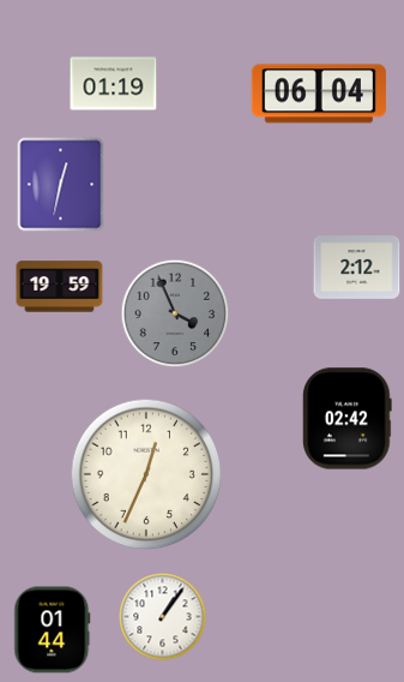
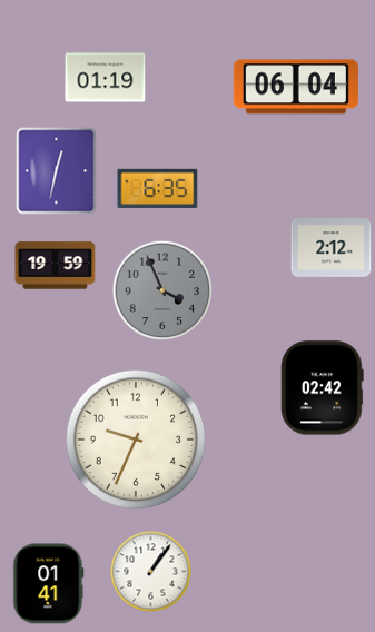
clock at (158, 188): none -> 6:35
clock at (146, 474): 12:34 -> 9:34
clock at (53, 630): 01:44 -> 01:41
